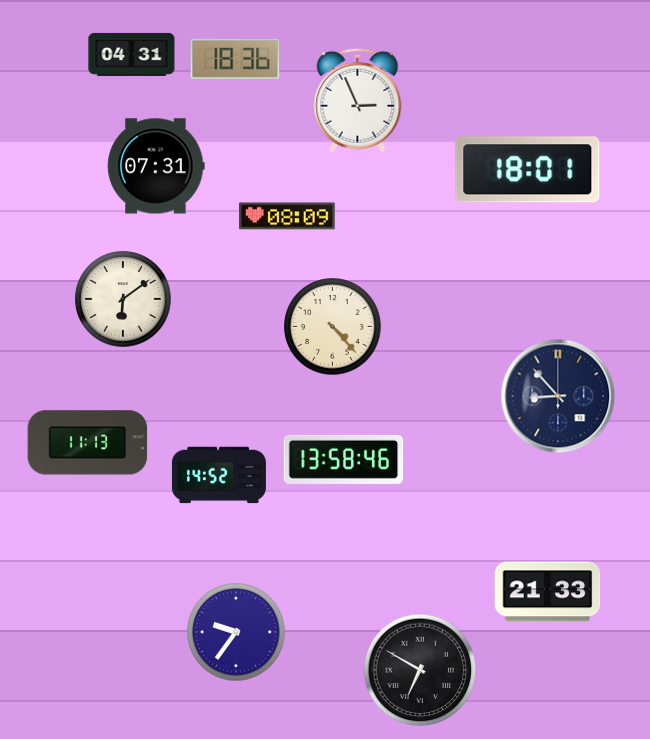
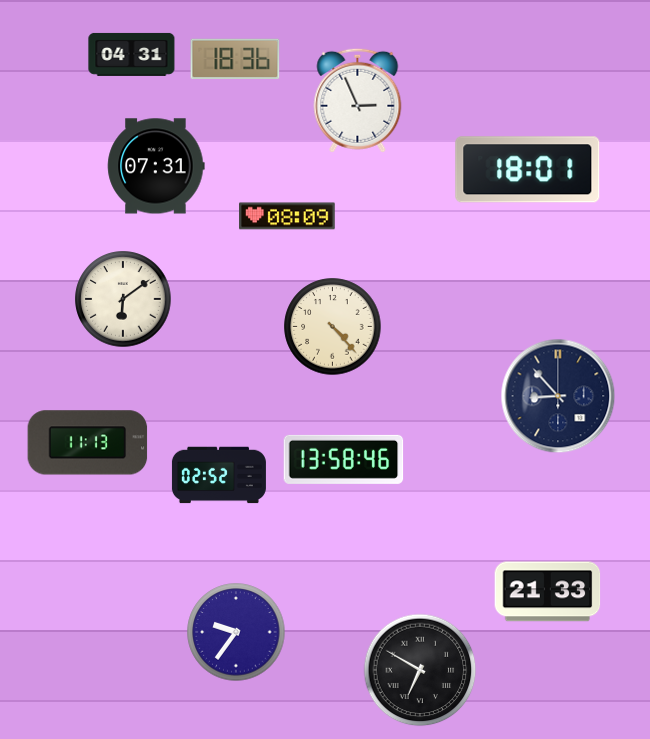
clock at (219, 475): 14:52 -> 02:52
